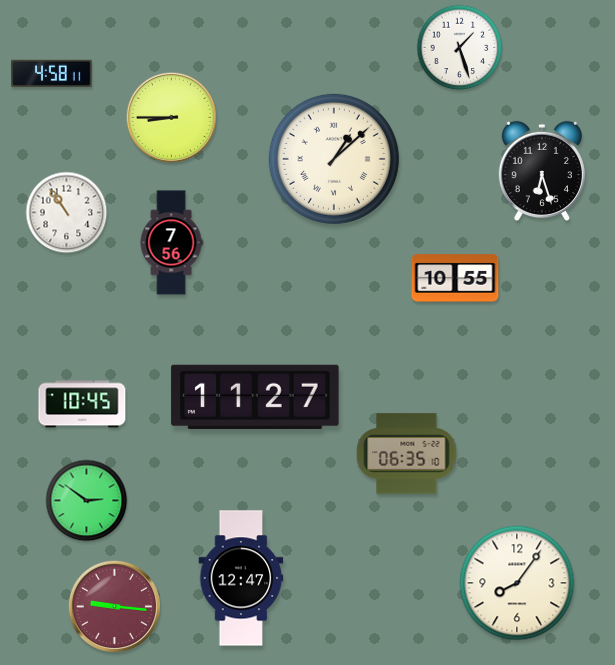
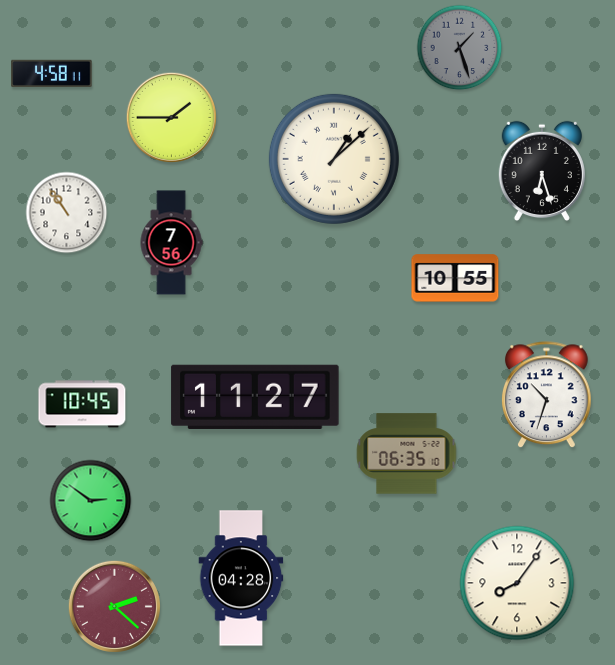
clock at (460, 48) dial: white -> grey
clock at (171, 117): 8:45 -> 1:45
clock at (546, 395): none -> 10:33
clock at (87, 501) position: (87, 501) -> (91, 501)
clock at (241, 578): 12:47 -> 04:28
clock at (114, 606): 9:16 -> 2:22
